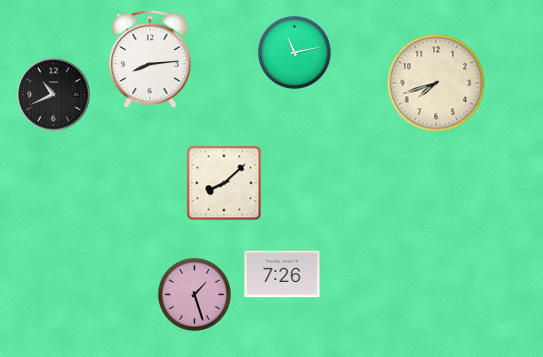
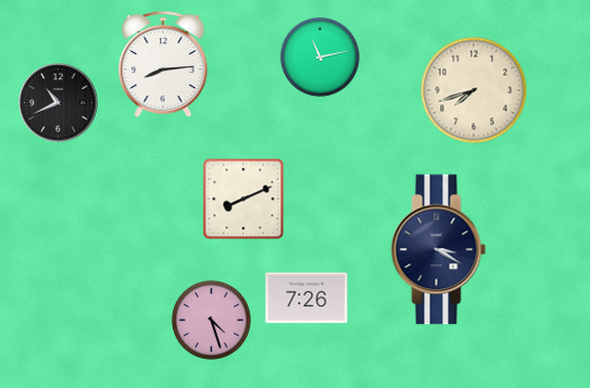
clock at (224, 183): 8:08 -> 8:11
clock at (439, 250): none -> 3:20
clock at (194, 294): 1:27 -> 4:27
